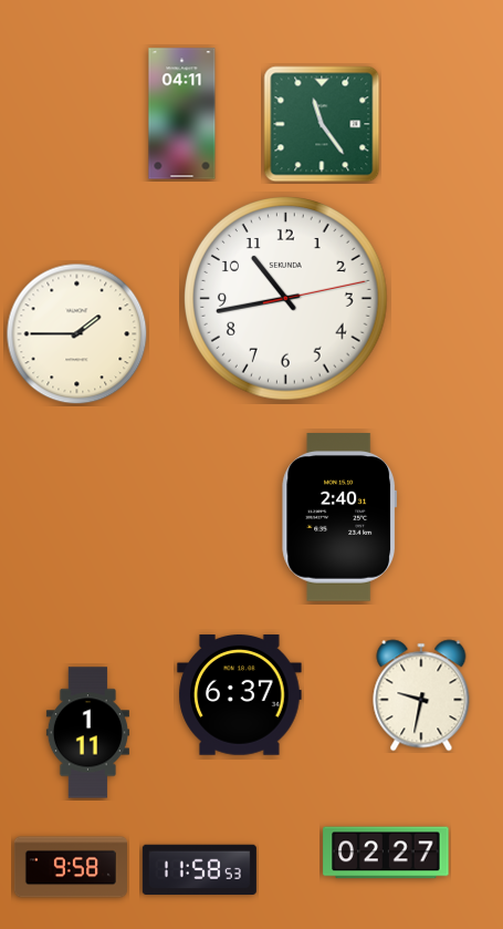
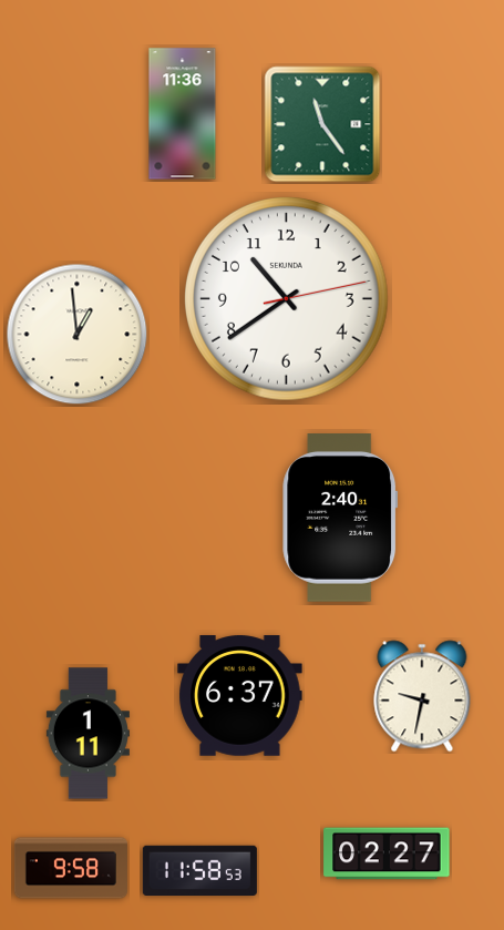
clock at (182, 114): 04:11 -> 11:36
clock at (286, 299): 10:43 -> 10:39
clock at (77, 334): 1:45 -> 12:59
